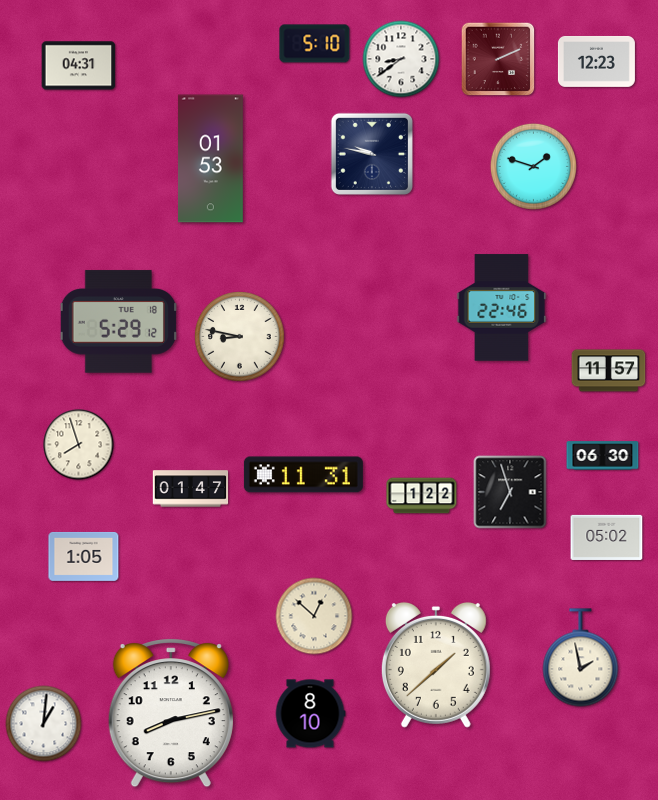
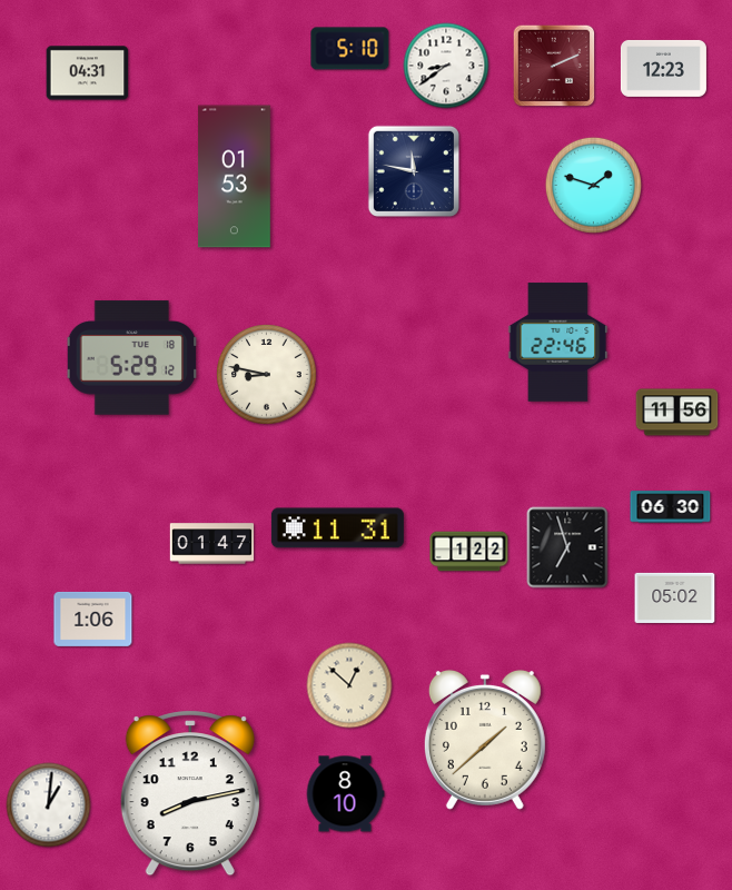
clock at (372, 154): 9:47 -> 11:47
clock at (609, 371): 11:57 -> 11:56
clock at (79, 445): 7:57 -> none
clock at (84, 556): 1:05 -> 1:06
clock at (581, 658): 1:58 -> none
